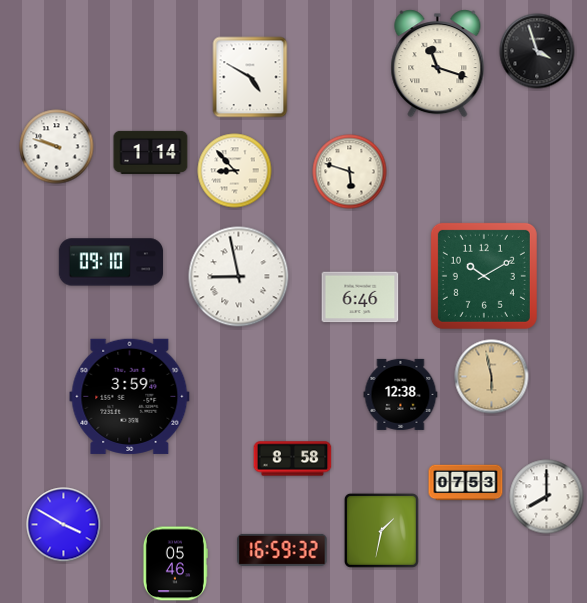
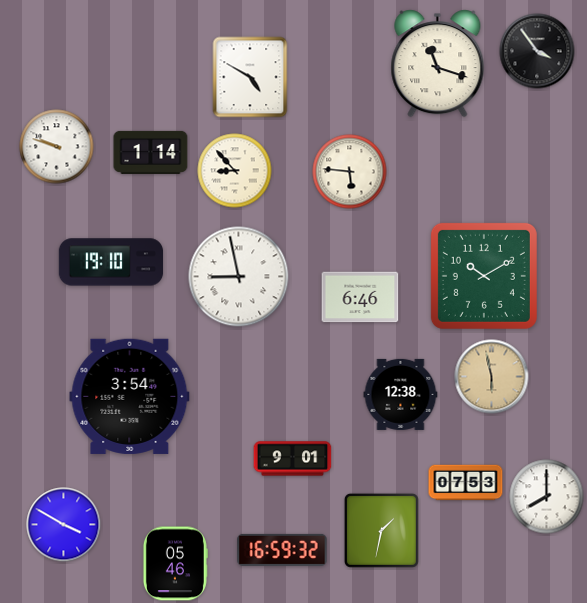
clock at (537, 51): 3:57 -> 3:54
clock at (350, 172): 5:48 -> 5:46
clock at (111, 262): 09:10 -> 19:10
clock at (130, 396): 3:59 -> 3:54
clock at (293, 459): 8:58 -> 9:01
